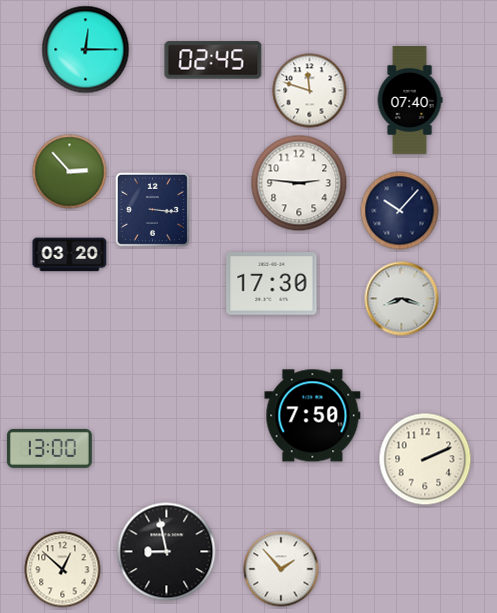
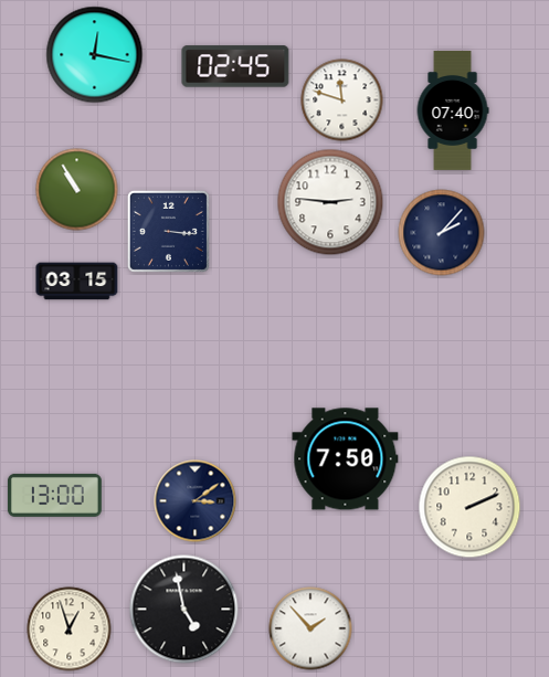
clock at (86, 50): 12:15 -> 12:17
clock at (70, 172): 2:53 -> 10:55
clock at (400, 211): 10:07 -> 2:07
clock at (70, 255): 03:20 -> 03:15
clock at (272, 284): 17:30 -> none
clock at (402, 299): 8:18 -> none
clock at (196, 501): none -> 3:09
clock at (167, 552): 8:58 -> 4:58
clock at (63, 570): 12:52 -> 12:57
